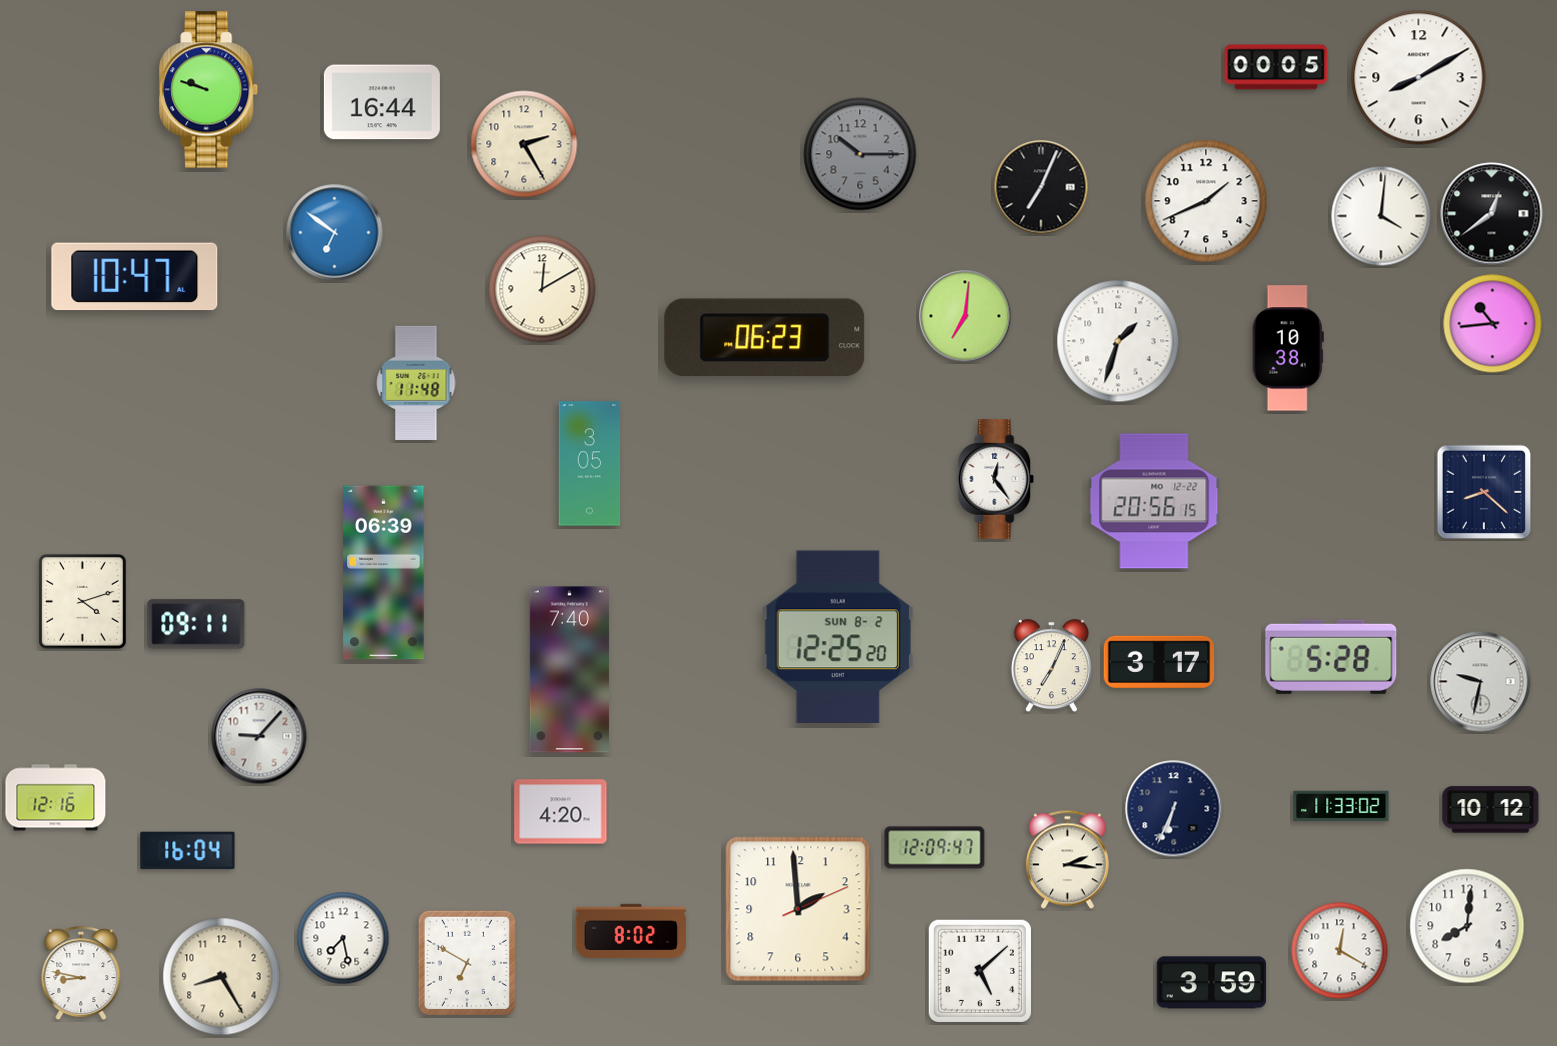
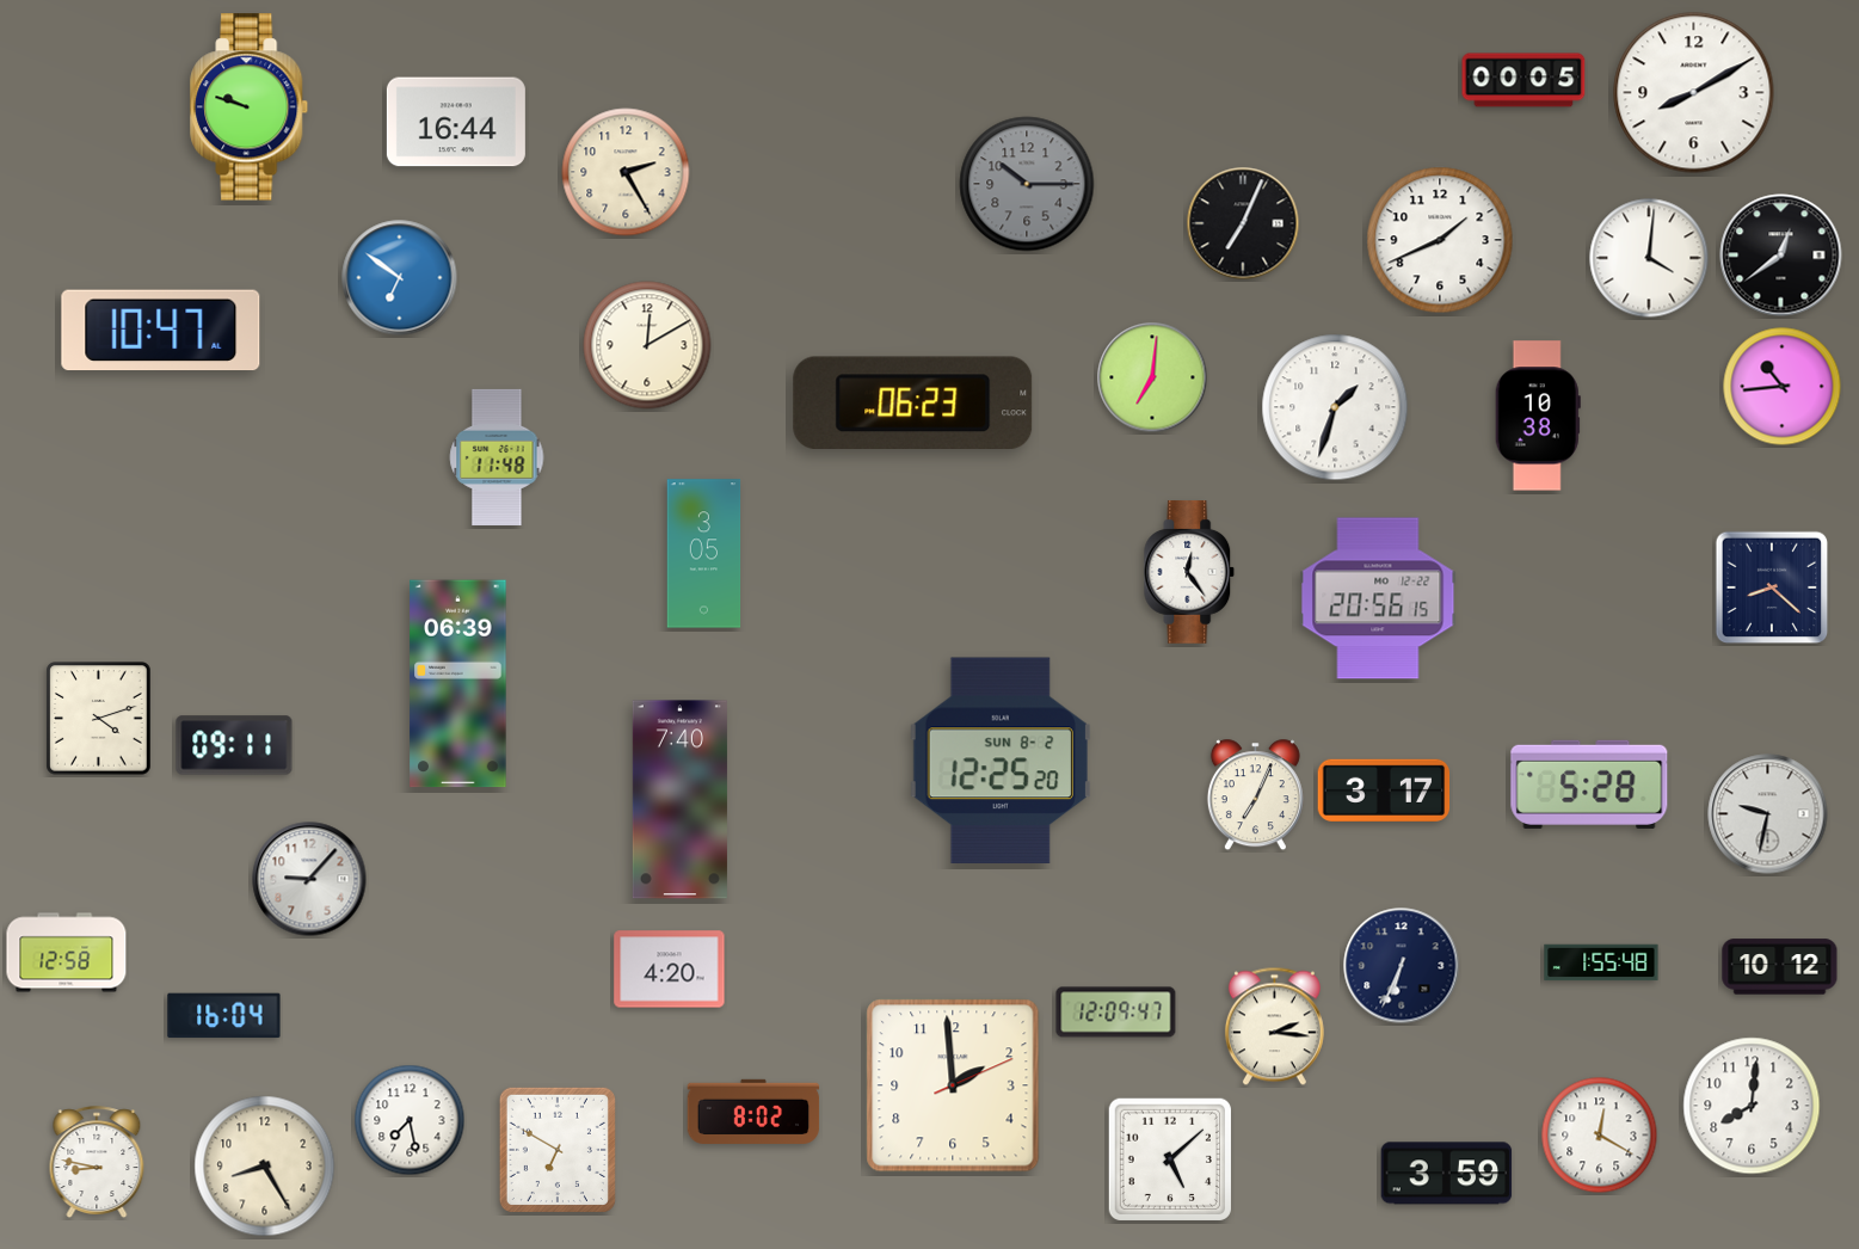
clock at (56, 798): 12:16 -> 12:58
clock at (1341, 806): 11:33 -> 1:55
